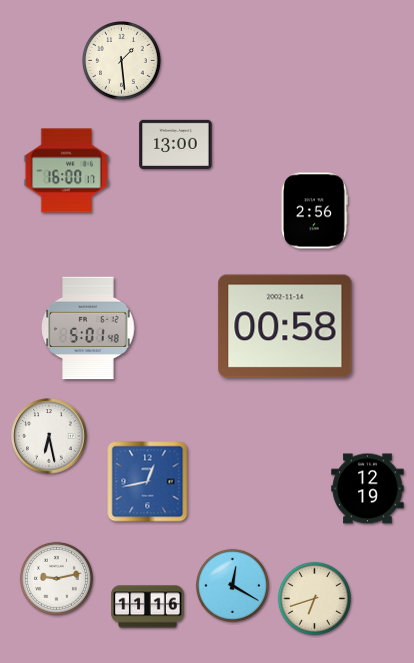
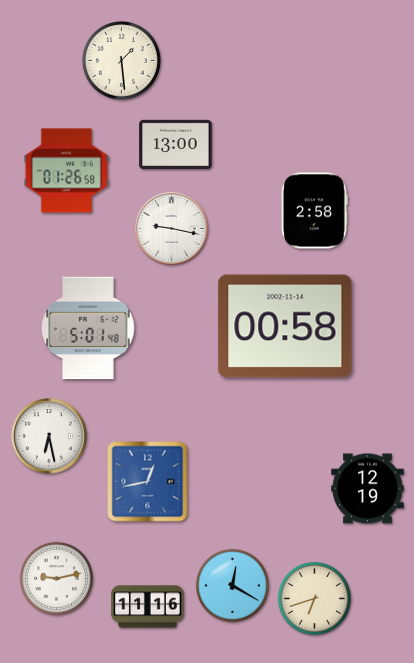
clock at (67, 171): 16:00 -> 01:26
clock at (314, 211): 2:56 -> 2:58
clock at (172, 229): none -> 9:17
